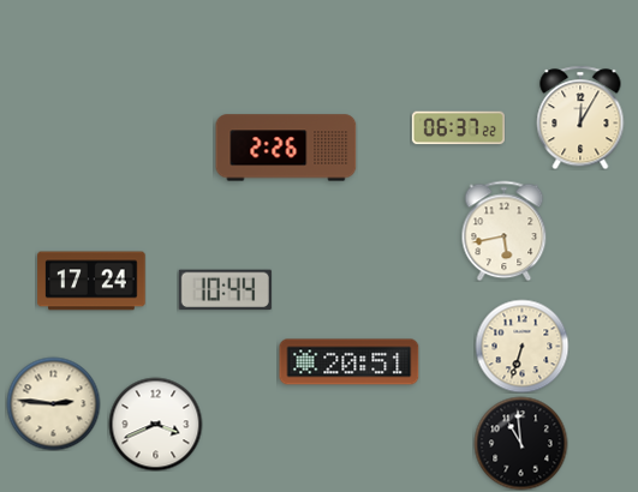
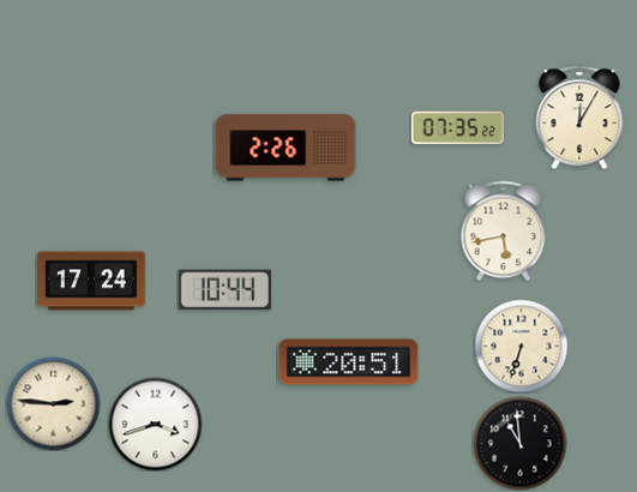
clock at (458, 128): 06:37 -> 07:35
clock at (155, 424): 3:41 -> 3:42
